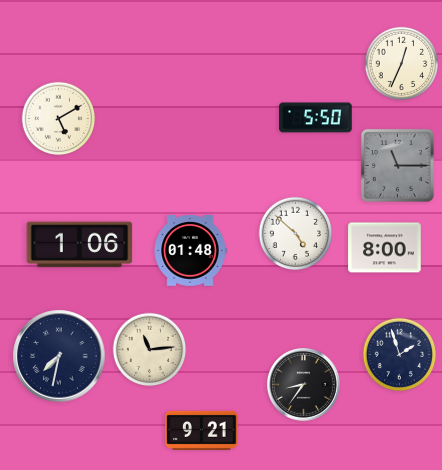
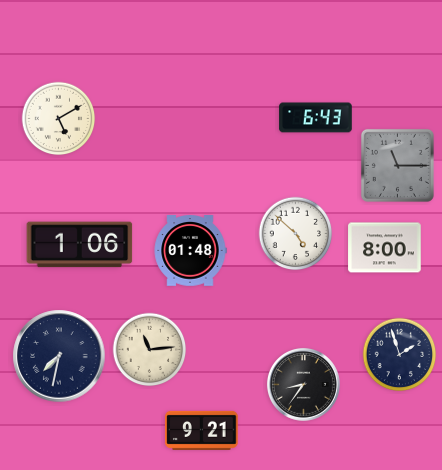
clock at (402, 64): 12:34 -> none
clock at (316, 118): 5:50 -> 6:43
